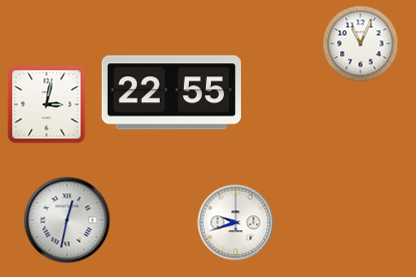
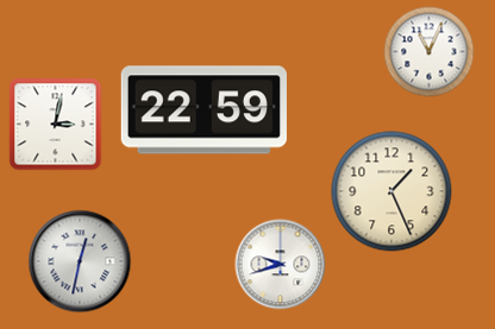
clock at (171, 93): 22:55 -> 22:59
clock at (391, 191): none -> 1:26
